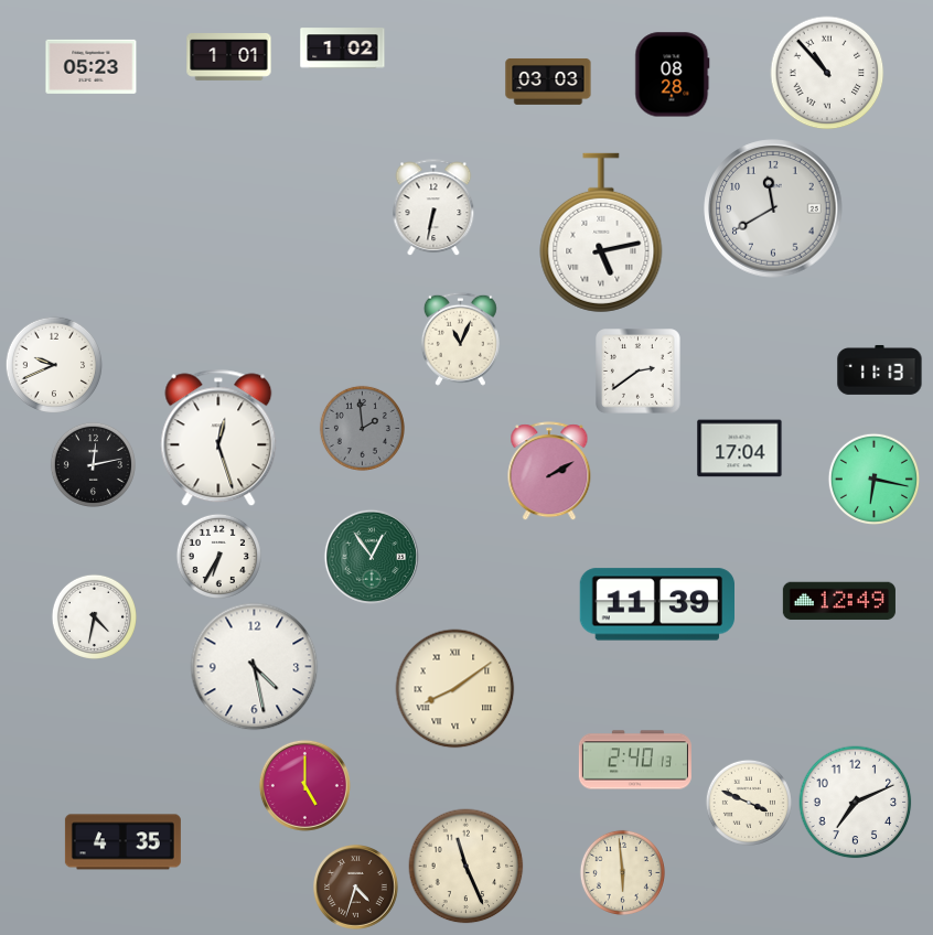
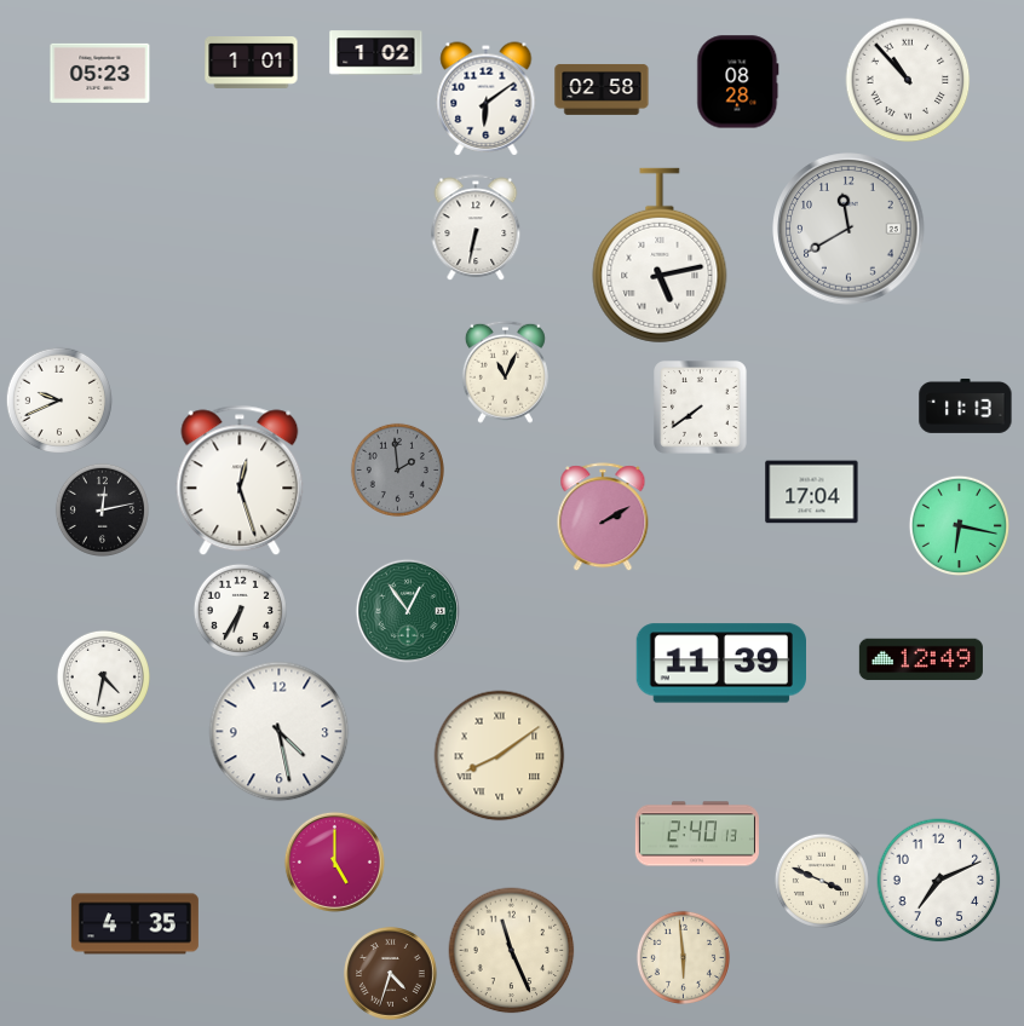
clock at (548, 82): 03:03 -> 02:58
clock at (487, 99): none -> 6:09
clock at (639, 372): 2:39 -> 7:39
